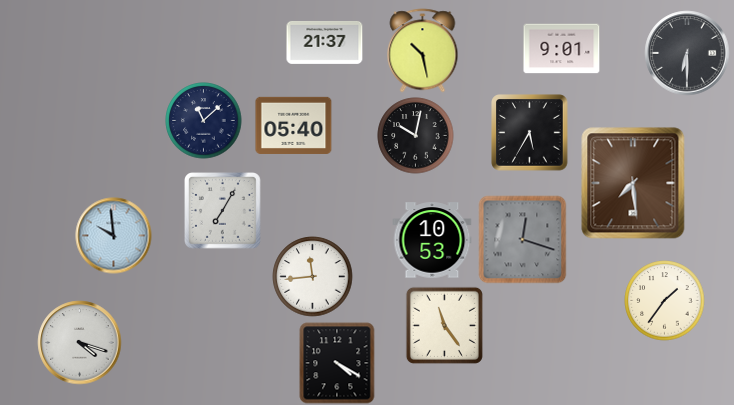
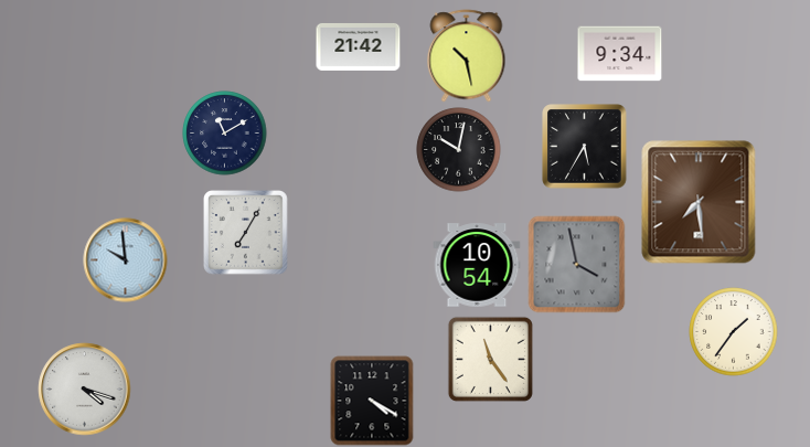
clock at (325, 42): 21:37 -> 21:42
clock at (562, 49): 9:01 -> 9:34
clock at (687, 53): 6:30 -> none
clock at (204, 121): 11:08 -> 11:10
clock at (294, 125): 05:40 -> none
clock at (432, 240): 10:53 -> 10:54
clock at (523, 240): 12:18 -> 3:58
clock at (313, 277): 11:44 -> none
clock at (80, 343) position: (80, 343) -> (85, 390)
